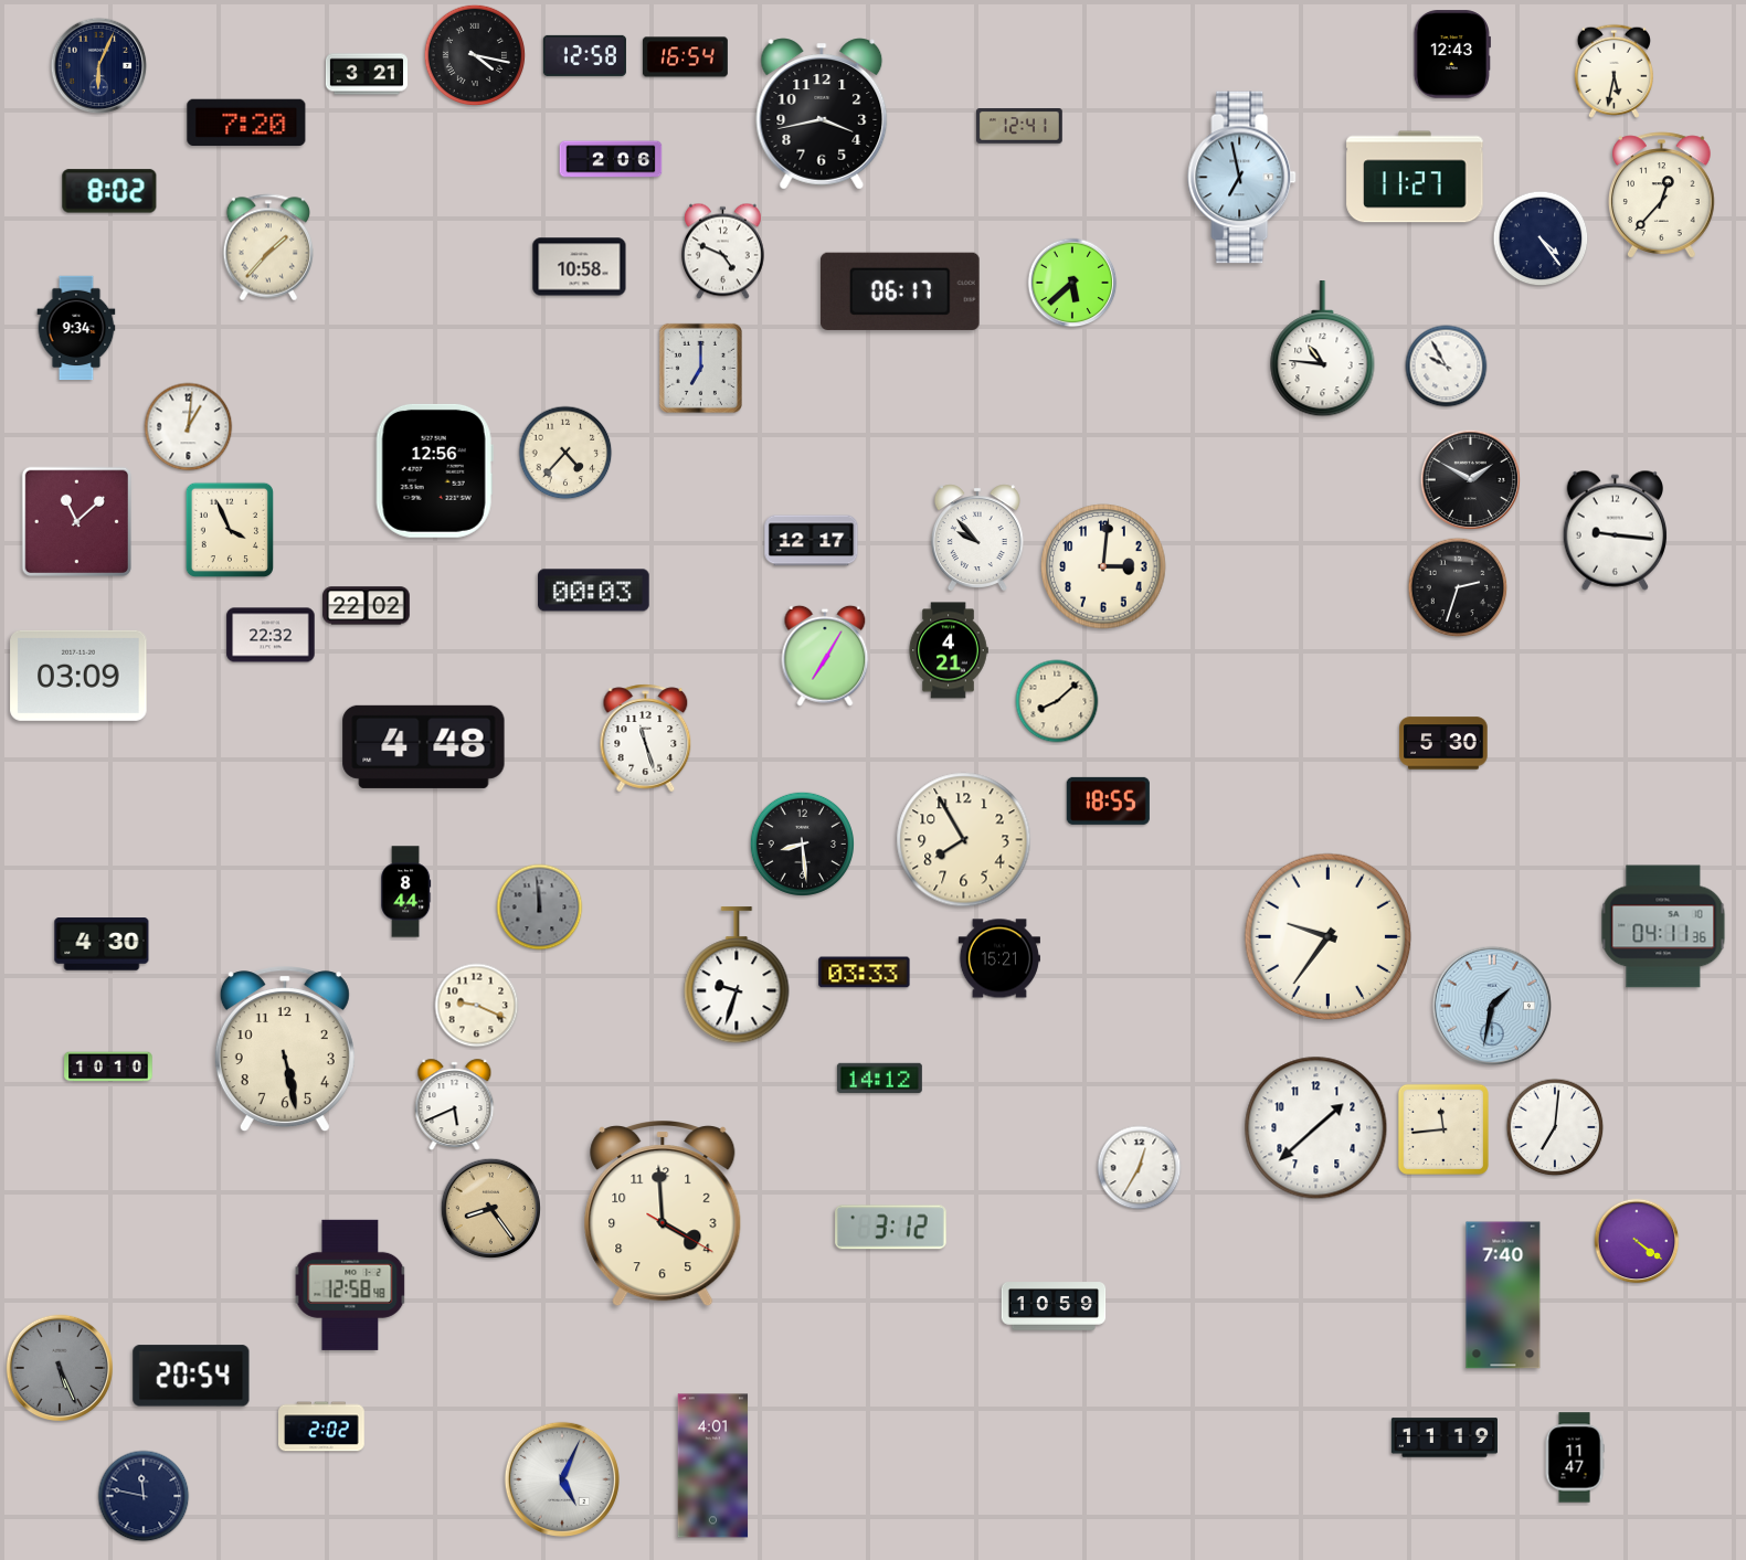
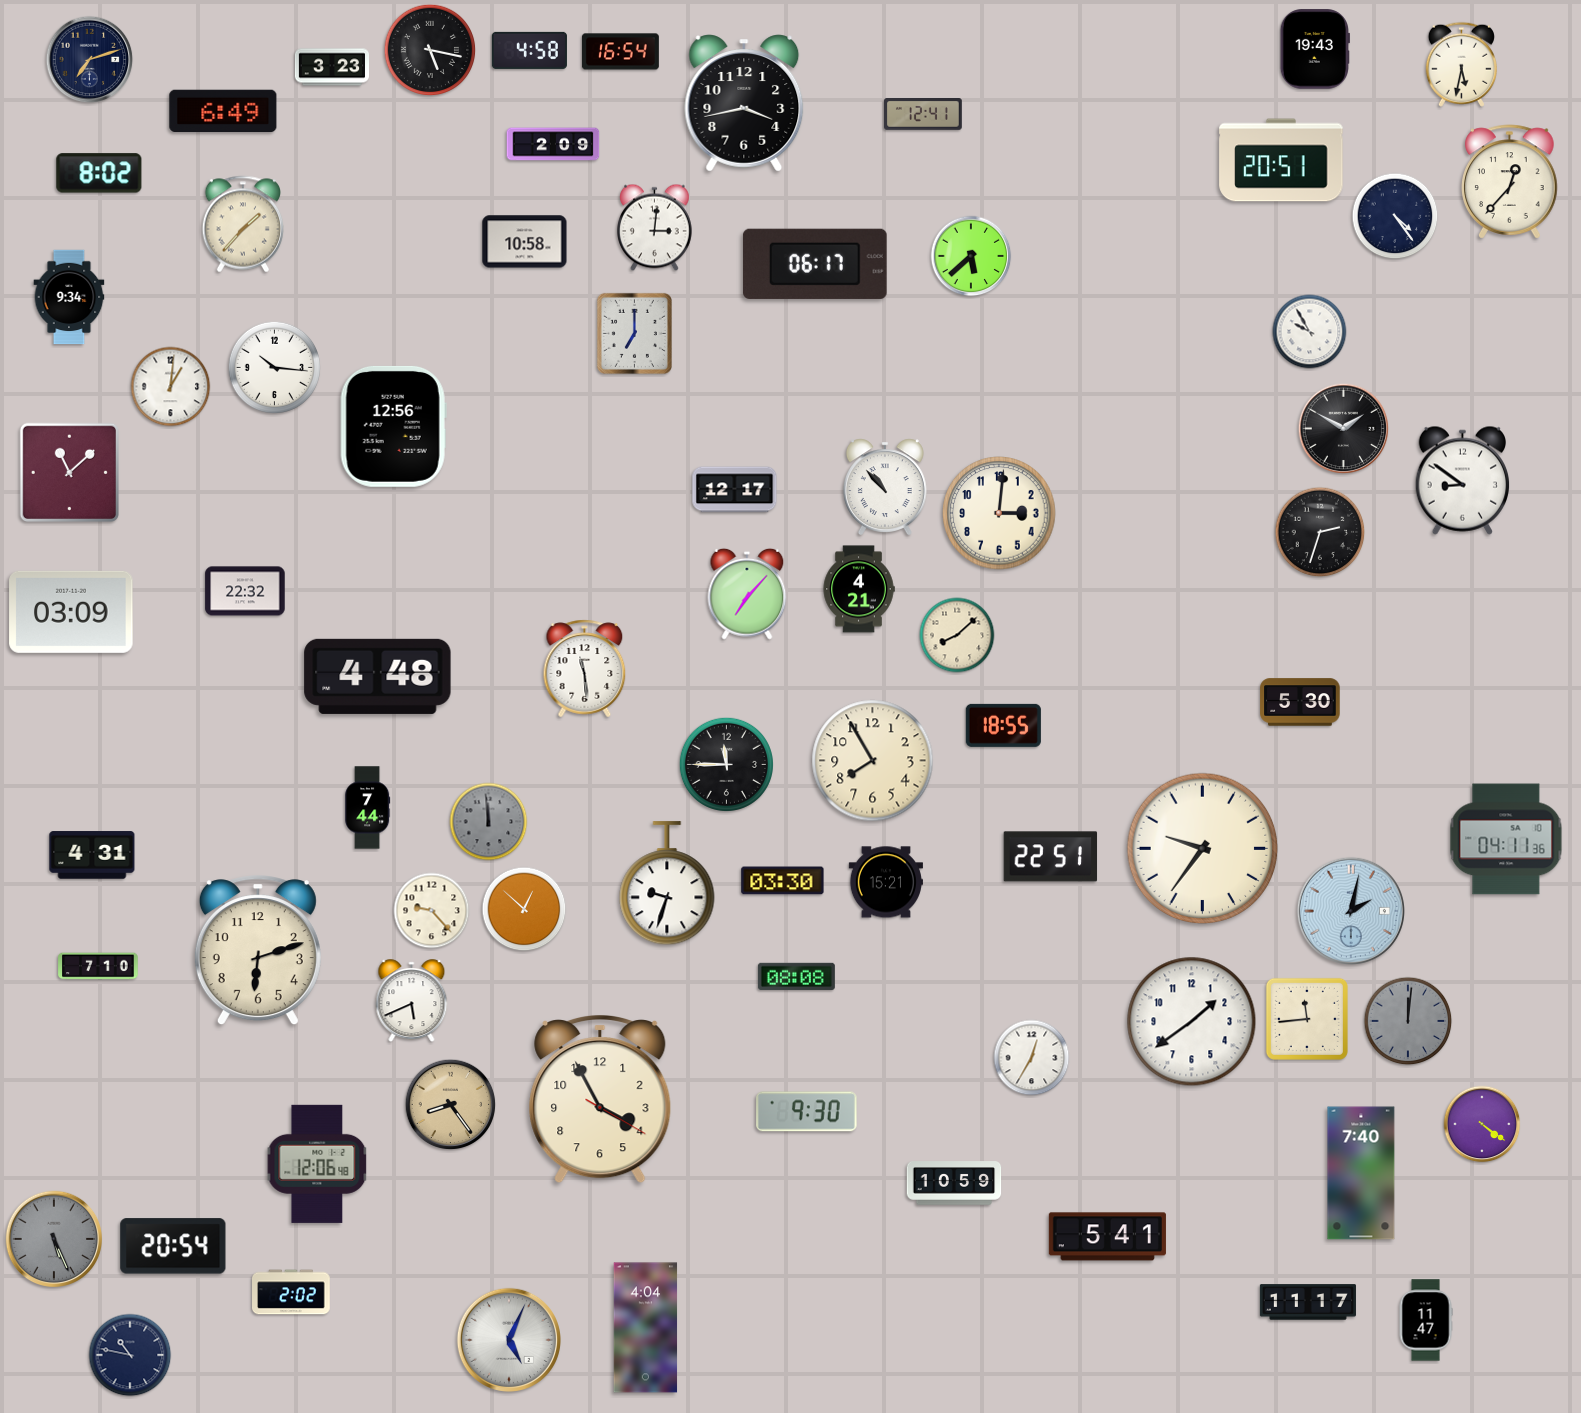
clock at (1452, 54): 12:43 -> 19:43
clock at (475, 55): 4:17 -> 5:17
clock at (584, 55): 12:58 -> 4:58
clock at (99, 66): 6:04 -> 7:12
clock at (366, 74): 3:21 -> 3:23
clock at (246, 121): 7:20 -> 6:49
clock at (611, 159): 2:06 -> 2:09
clock at (1415, 177): 11:27 -> 20:51
clock at (1242, 178): 6:58 -> none
clock at (1662, 195) position: (1662, 195) -> (1510, 182)
clock at (723, 252): 4:49 -> 3:01
clock at (1323, 349): 10:46 -> none
clock at (274, 367): none -> 10:16
clock at (565, 453): 4:37 -> none
clock at (1471, 480) position: (1471, 480) -> (1344, 429)
clock at (229, 529): 3:56 -> none
clock at (1615, 530): 9:16 -> 8:51
clock at (977, 537): 9:53 -> 10:53
clock at (594, 591): 00:03 -> none
clock at (367, 606): 22:02 -> none
clock at (271, 635) position: (271, 635) -> (245, 591)
clock at (825, 656): 7:05 -> 7:07
clock at (646, 739): 11:27 -> 11:29
clock at (1443, 743) position: (1443, 743) -> (1300, 702)
clock at (424, 746) position: (424, 746) -> (378, 676)
clock at (802, 843): 8:29 -> 11:45
clock at (406, 892): 8:44 -> 7:44
clock at (102, 944): 4:30 -> 4:31
clock at (1051, 857): none -> 22:51
clock at (999, 958) position: (999, 958) -> (886, 882)
clock at (865, 973): 03:33 -> 03:30
clock at (524, 909): none -> 12:52
clock at (477, 1006): 9:19 -> 9:23
clock at (1492, 1006): 1:32 -> 2:02
clock at (285, 1050): 5:28 -> 6:12
clock at (108, 1066): 10:10 -> 7:10
clock at (879, 1078): 14:12 -> 08:08
clock at (1555, 1127): 7:01 -> 12:01
clock at (1555, 1127) dial: white -> grey
clock at (1316, 1128): 1:38 -> 1:39
clock at (1443, 1129) position: (1443, 1129) -> (1307, 1019)
clock at (491, 1209) position: (491, 1209) -> (451, 1105)
clock at (663, 1214): 3:59 -> 3:55
clock at (891, 1228): 3:12 -> 9:30
clock at (350, 1285): 12:58 -> 12:06
clock at (1107, 1237): none -> 5:41
clock at (1445, 1437): 11:19 -> 11:17
clock at (713, 1466): 4:01 -> 4:04
clock at (144, 1496): 11:47 -> 10:47
